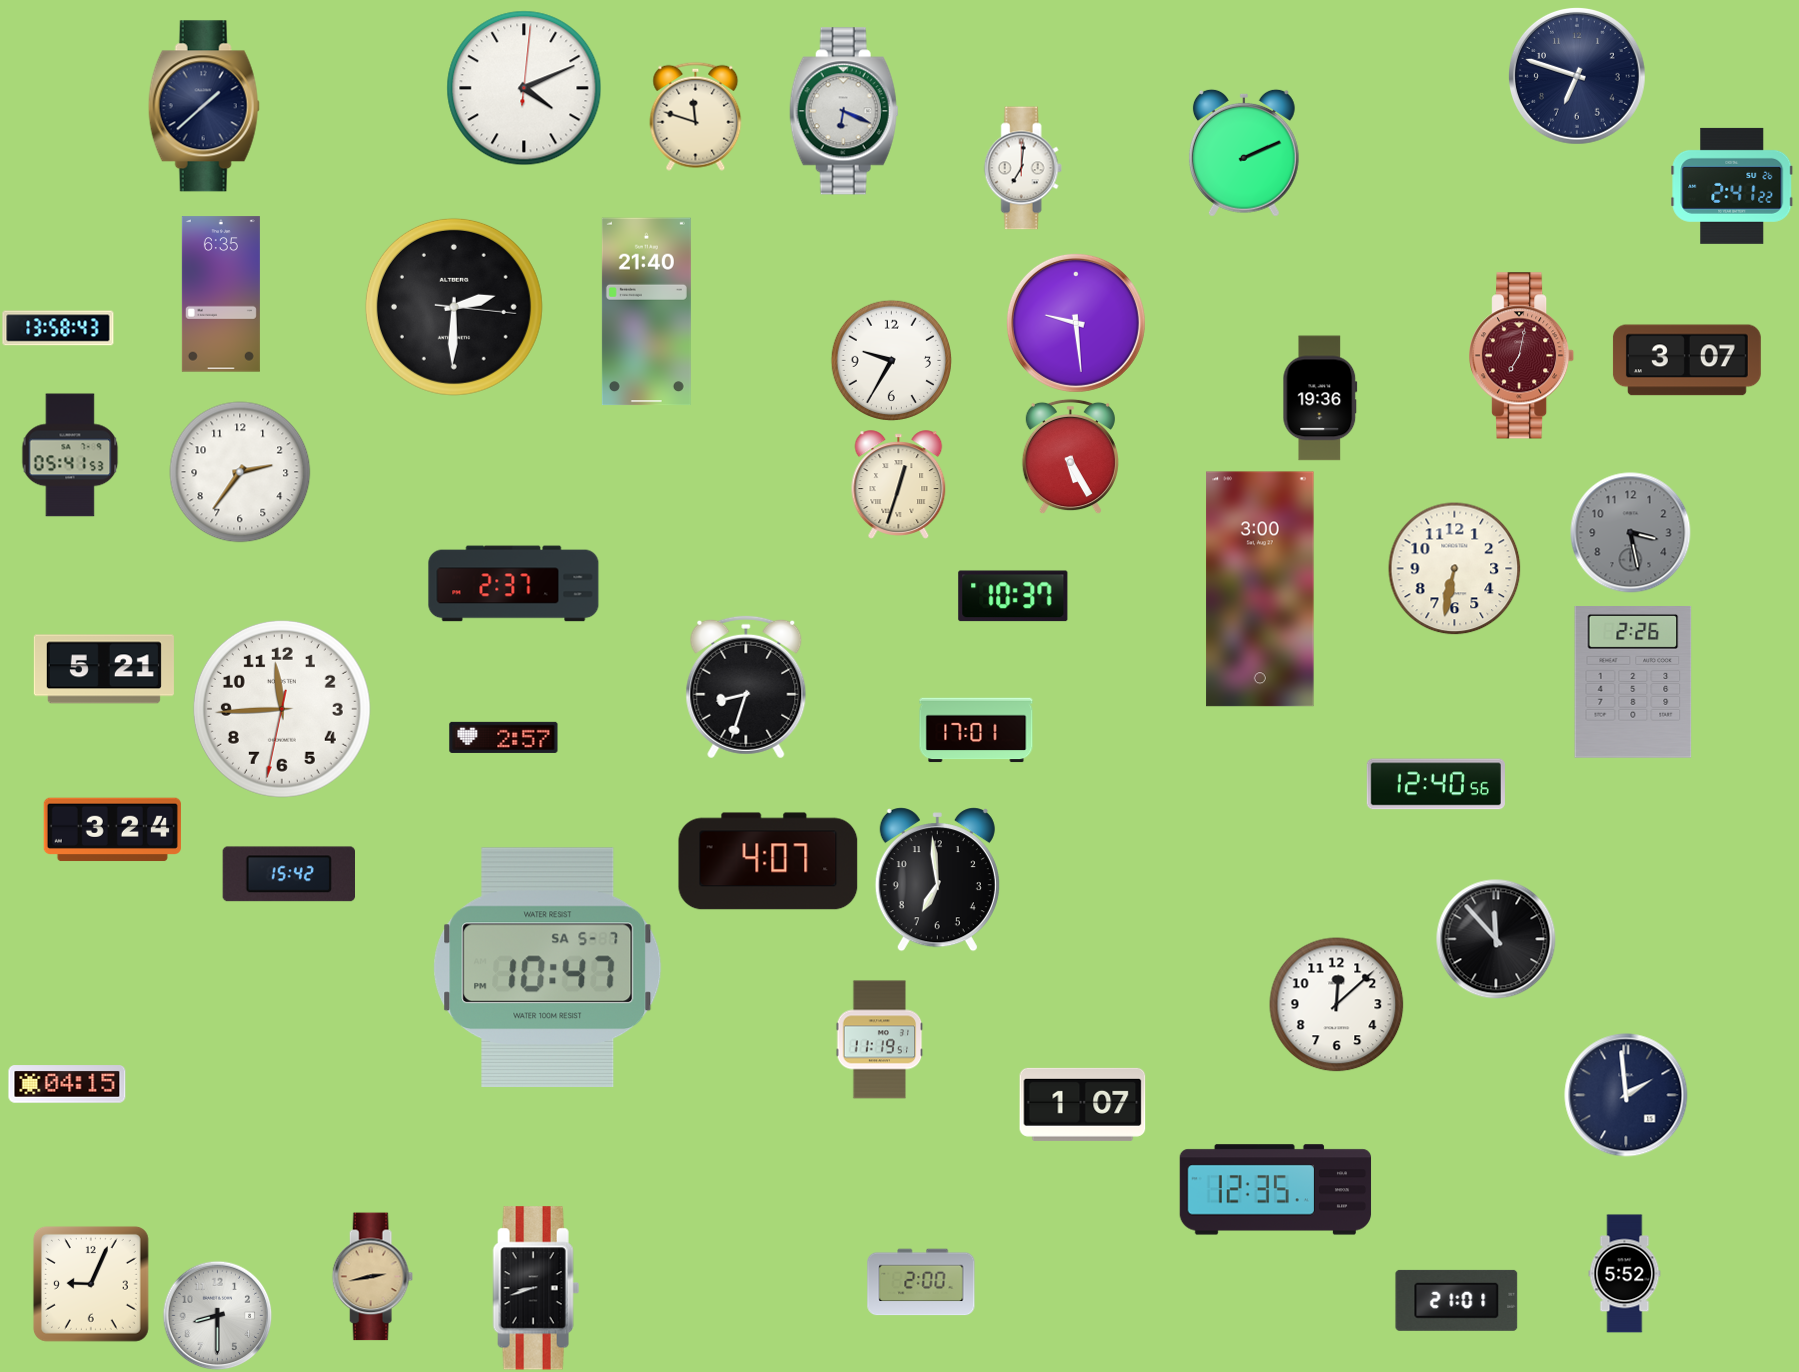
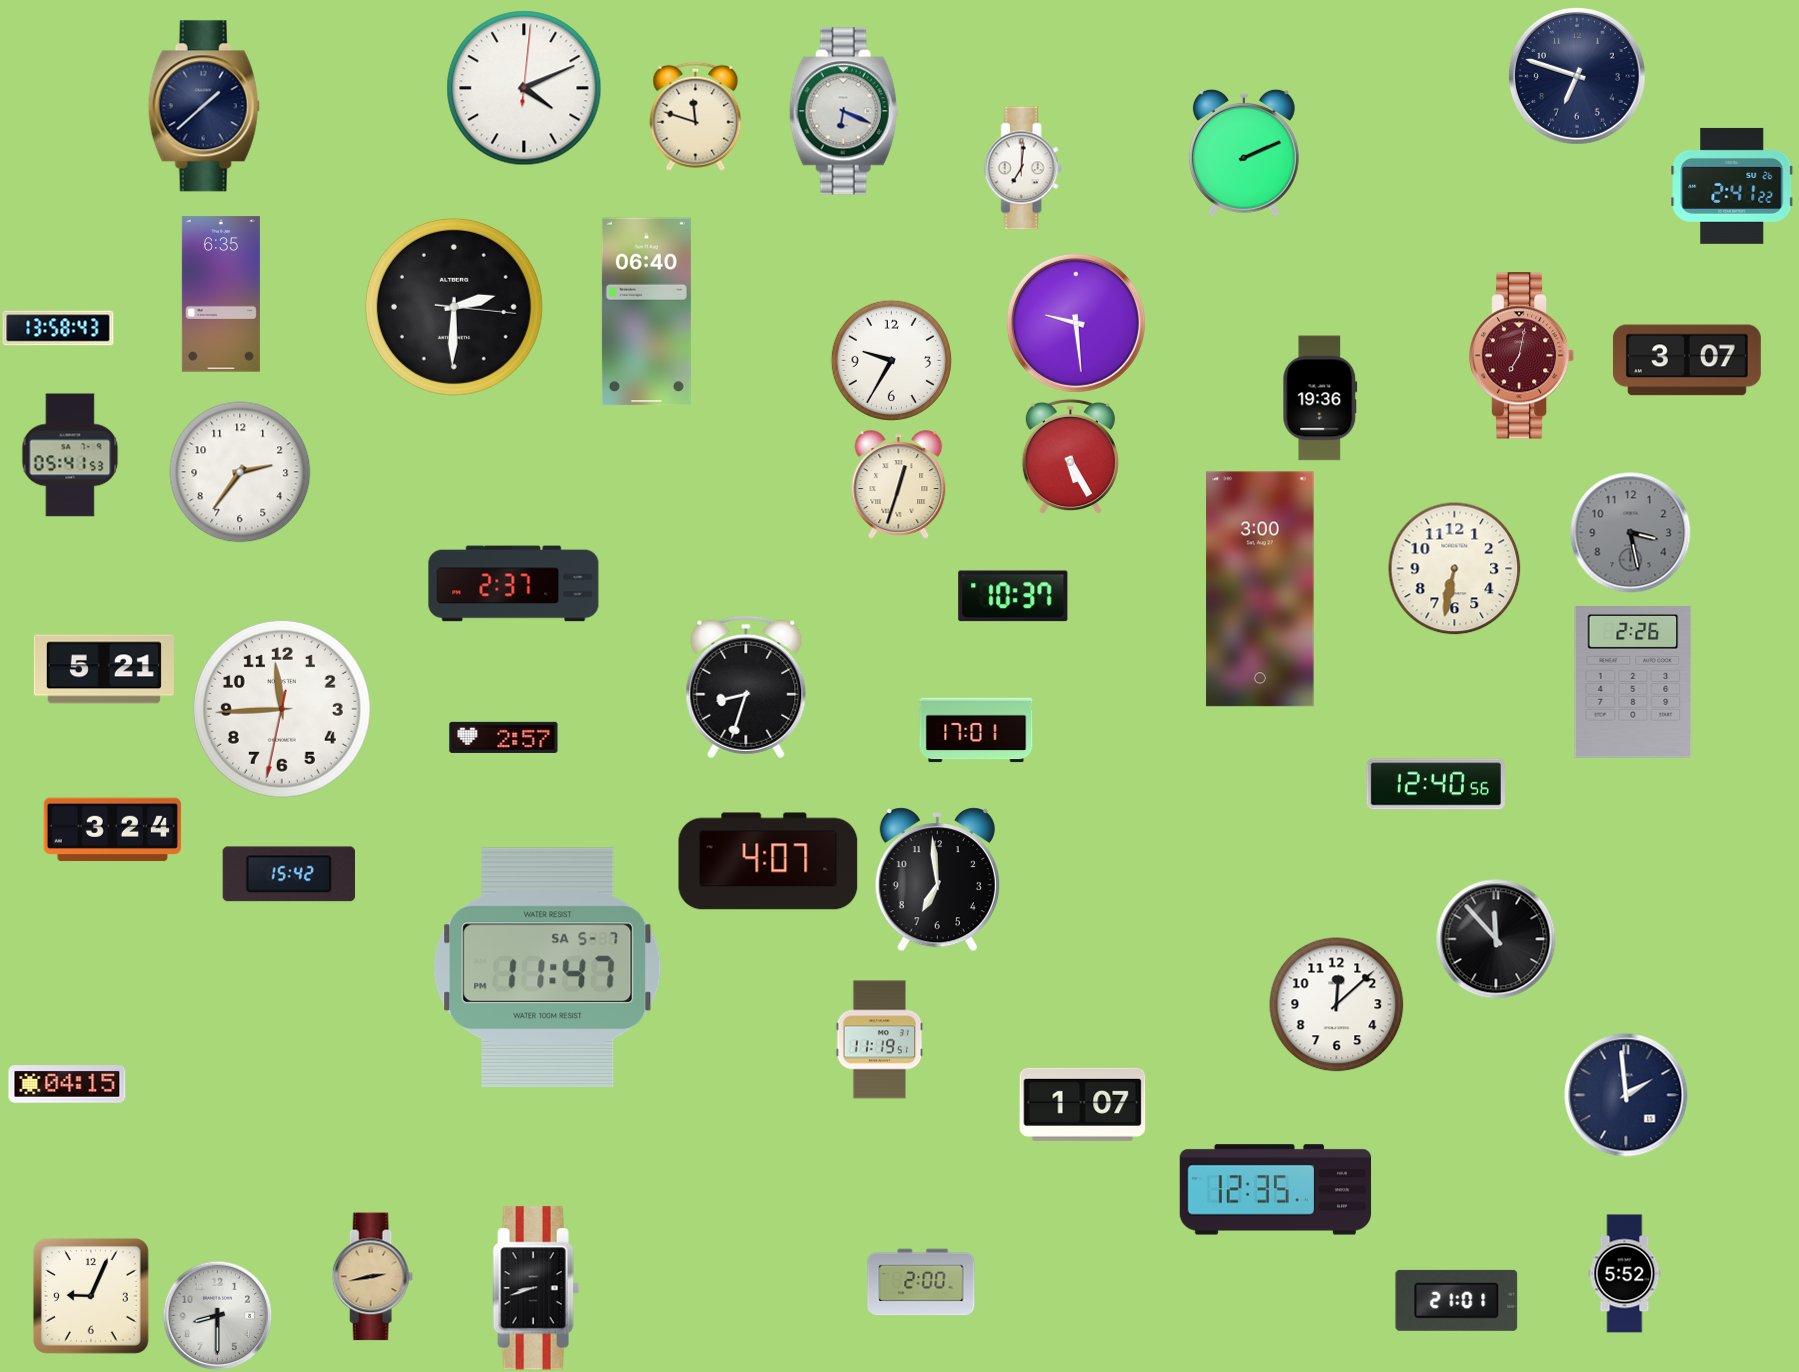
clock at (646, 312): 21:40 -> 06:40
clock at (548, 967): 10:47 -> 11:47
clock at (91, 1284) position: (91, 1284) -> (91, 1296)
